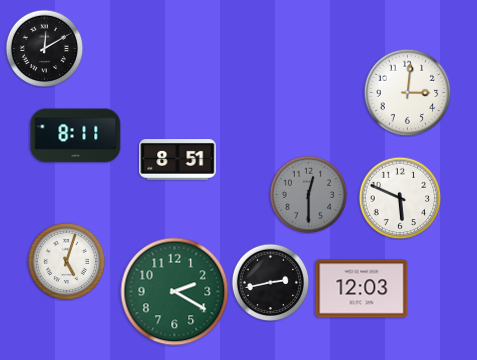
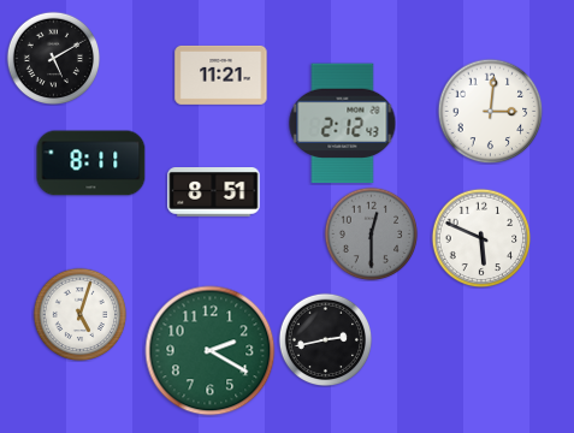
clock at (44, 48): 12:10 -> 5:10
clock at (221, 75): none -> 11:21
clock at (343, 124): none -> 2:12
clock at (362, 289): 12:03 -> none
